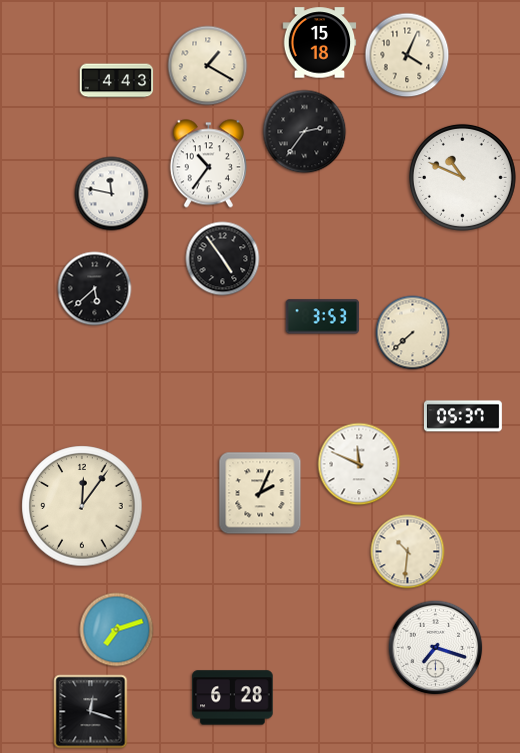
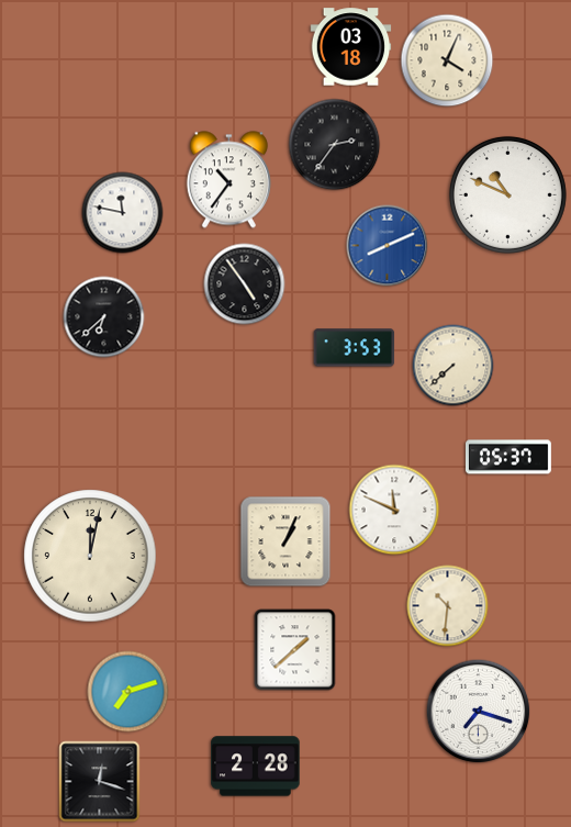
clock at (320, 43): 15:18 -> 03:18
clock at (208, 66): 1:20 -> none
clock at (117, 81): 4:43 -> none
clock at (388, 246): none -> 8:11
clock at (95, 289): 5:38 -> 6:38
clock at (260, 493): 2:04 -> 1:04
clock at (82, 506): 12:06 -> 12:02
clock at (295, 650): none -> 1:38
clock at (233, 698): 6:28 -> 2:28
